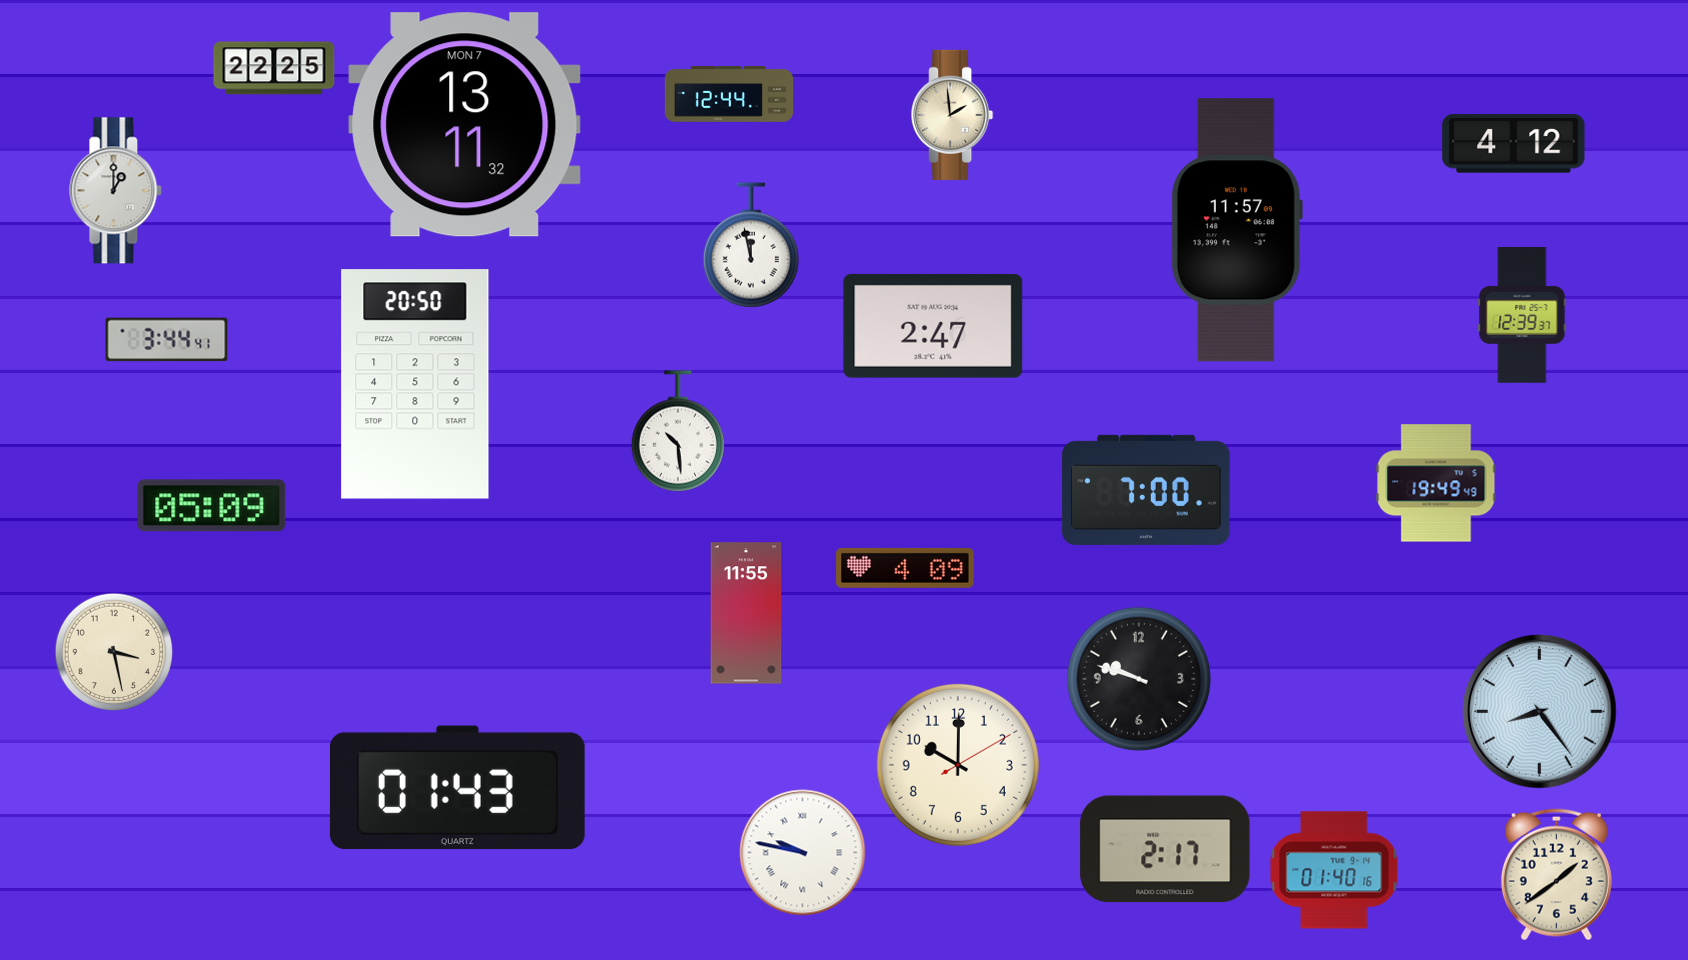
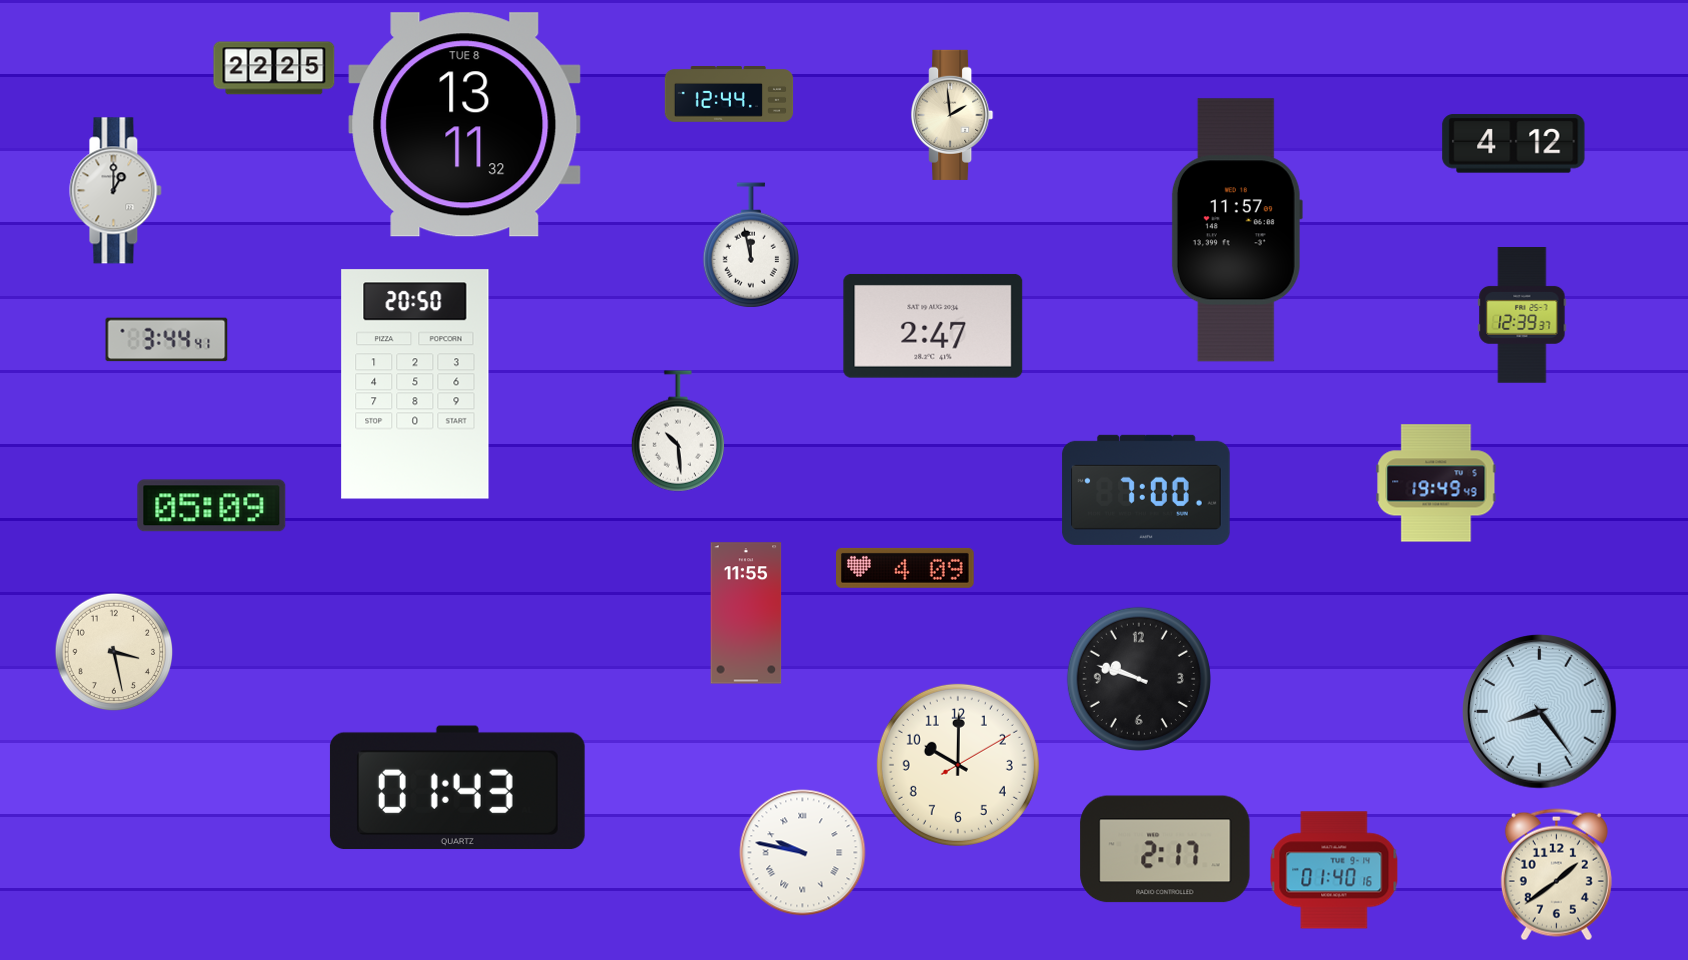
clock at (465, 125) date: MON 7 -> TUE 8
